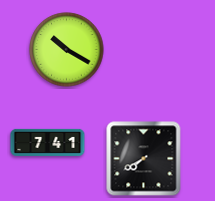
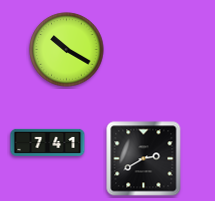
clock at (144, 159): 7:40 -> 2:40
